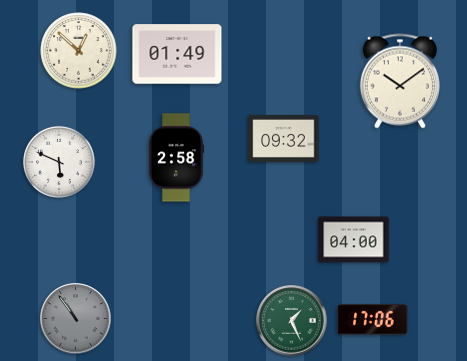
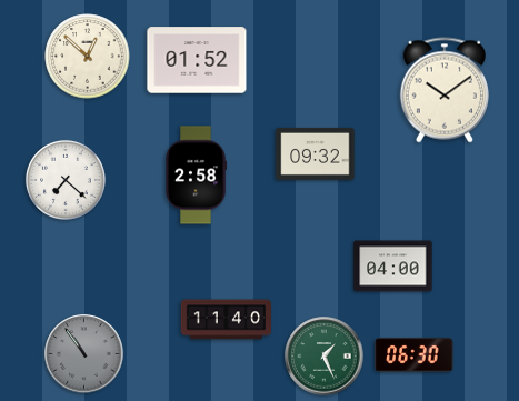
clock at (177, 54): 01:49 -> 01:52
clock at (59, 162): 5:49 -> 7:22
clock at (226, 320): none -> 11:40
clock at (373, 319): 17:06 -> 06:30
